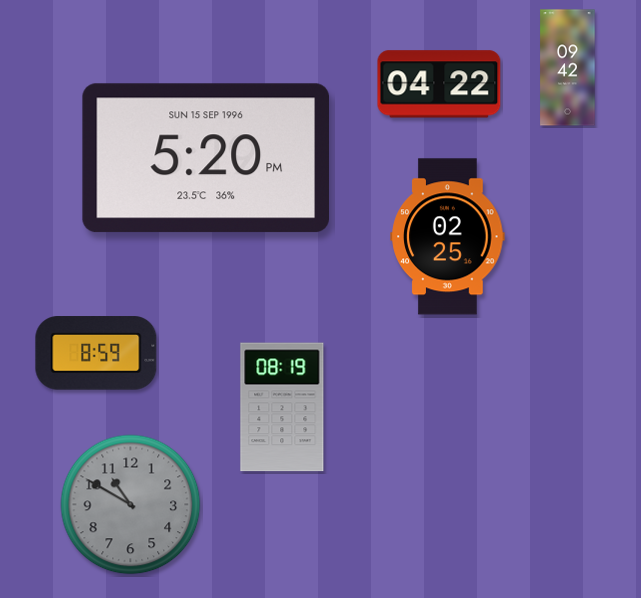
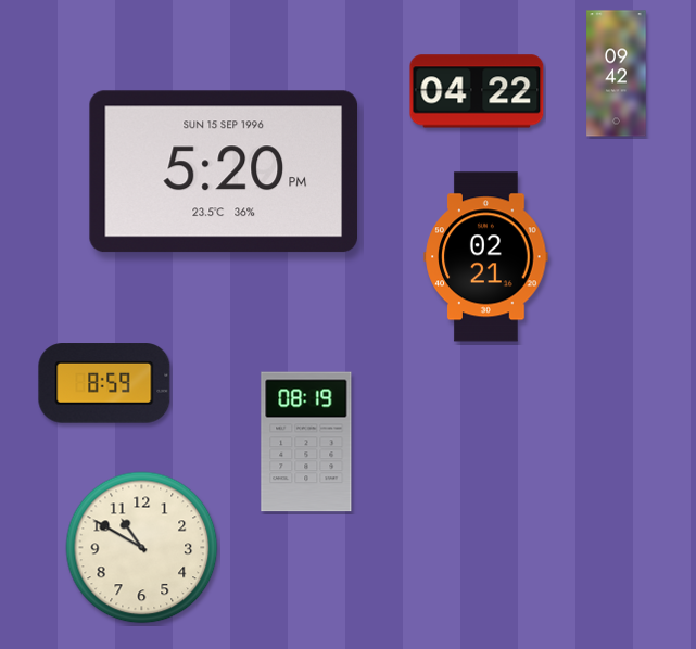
clock at (448, 237): 02:25 -> 02:21
clock at (131, 505) dial: grey -> cream
